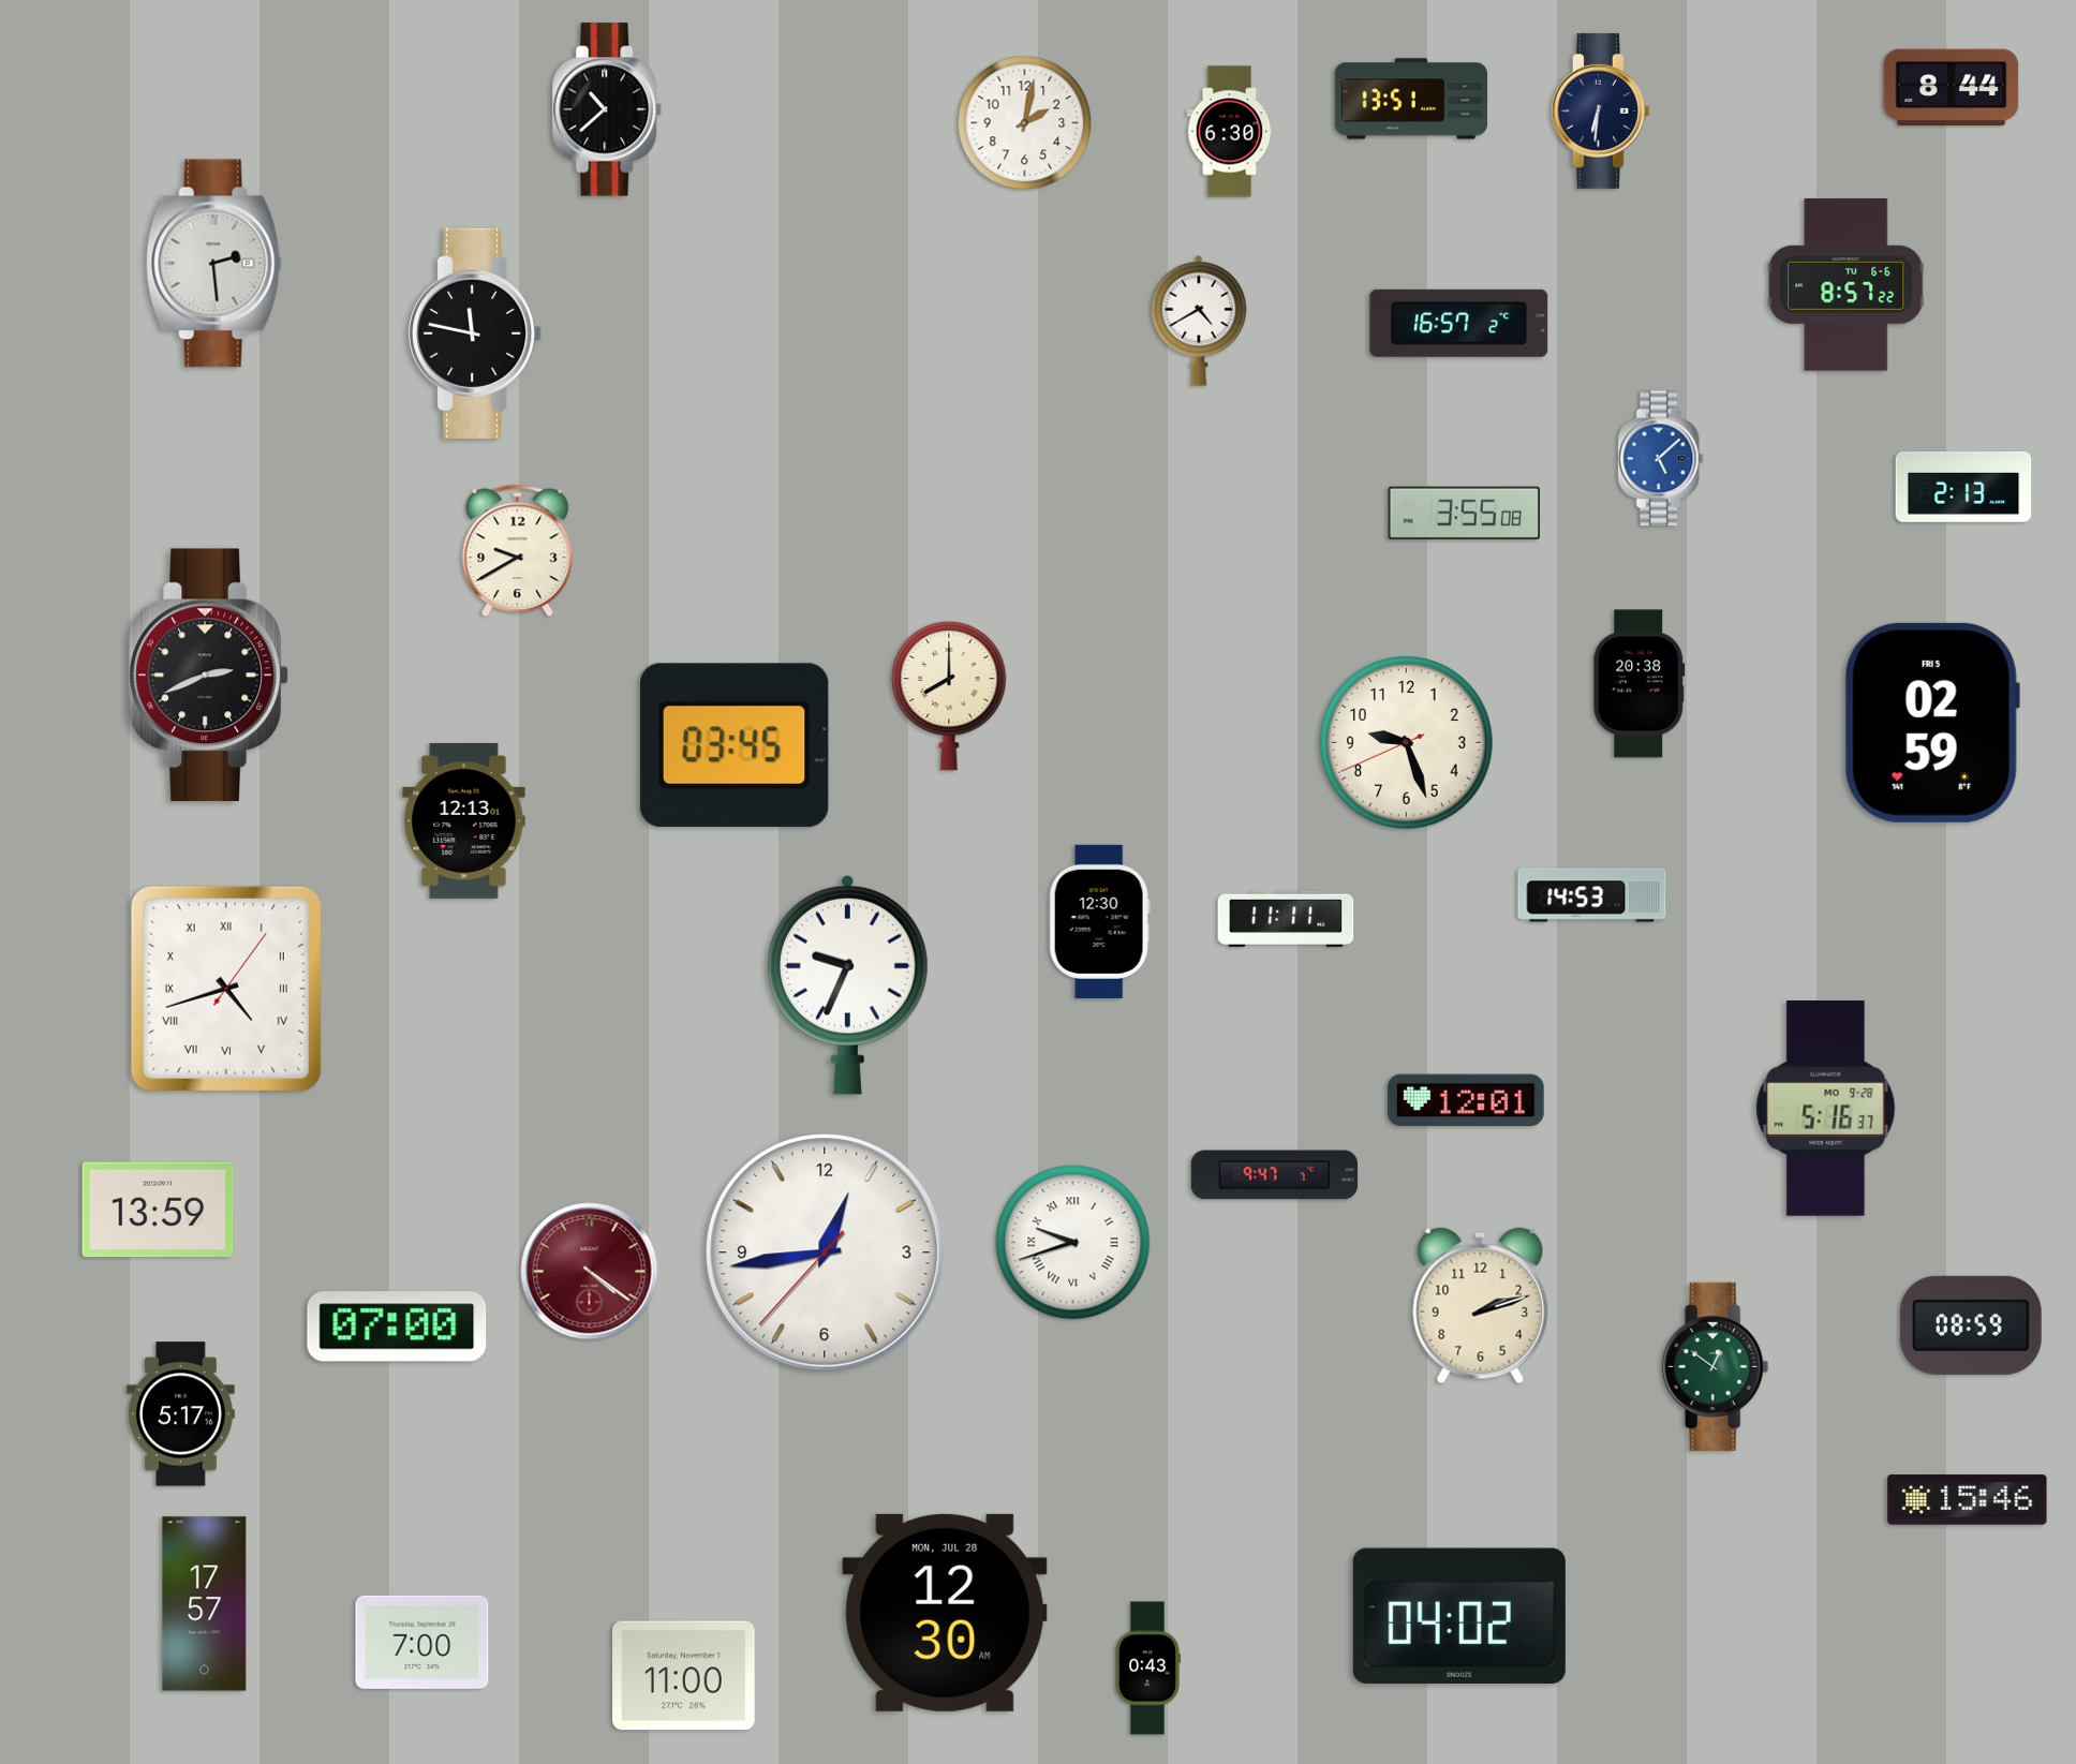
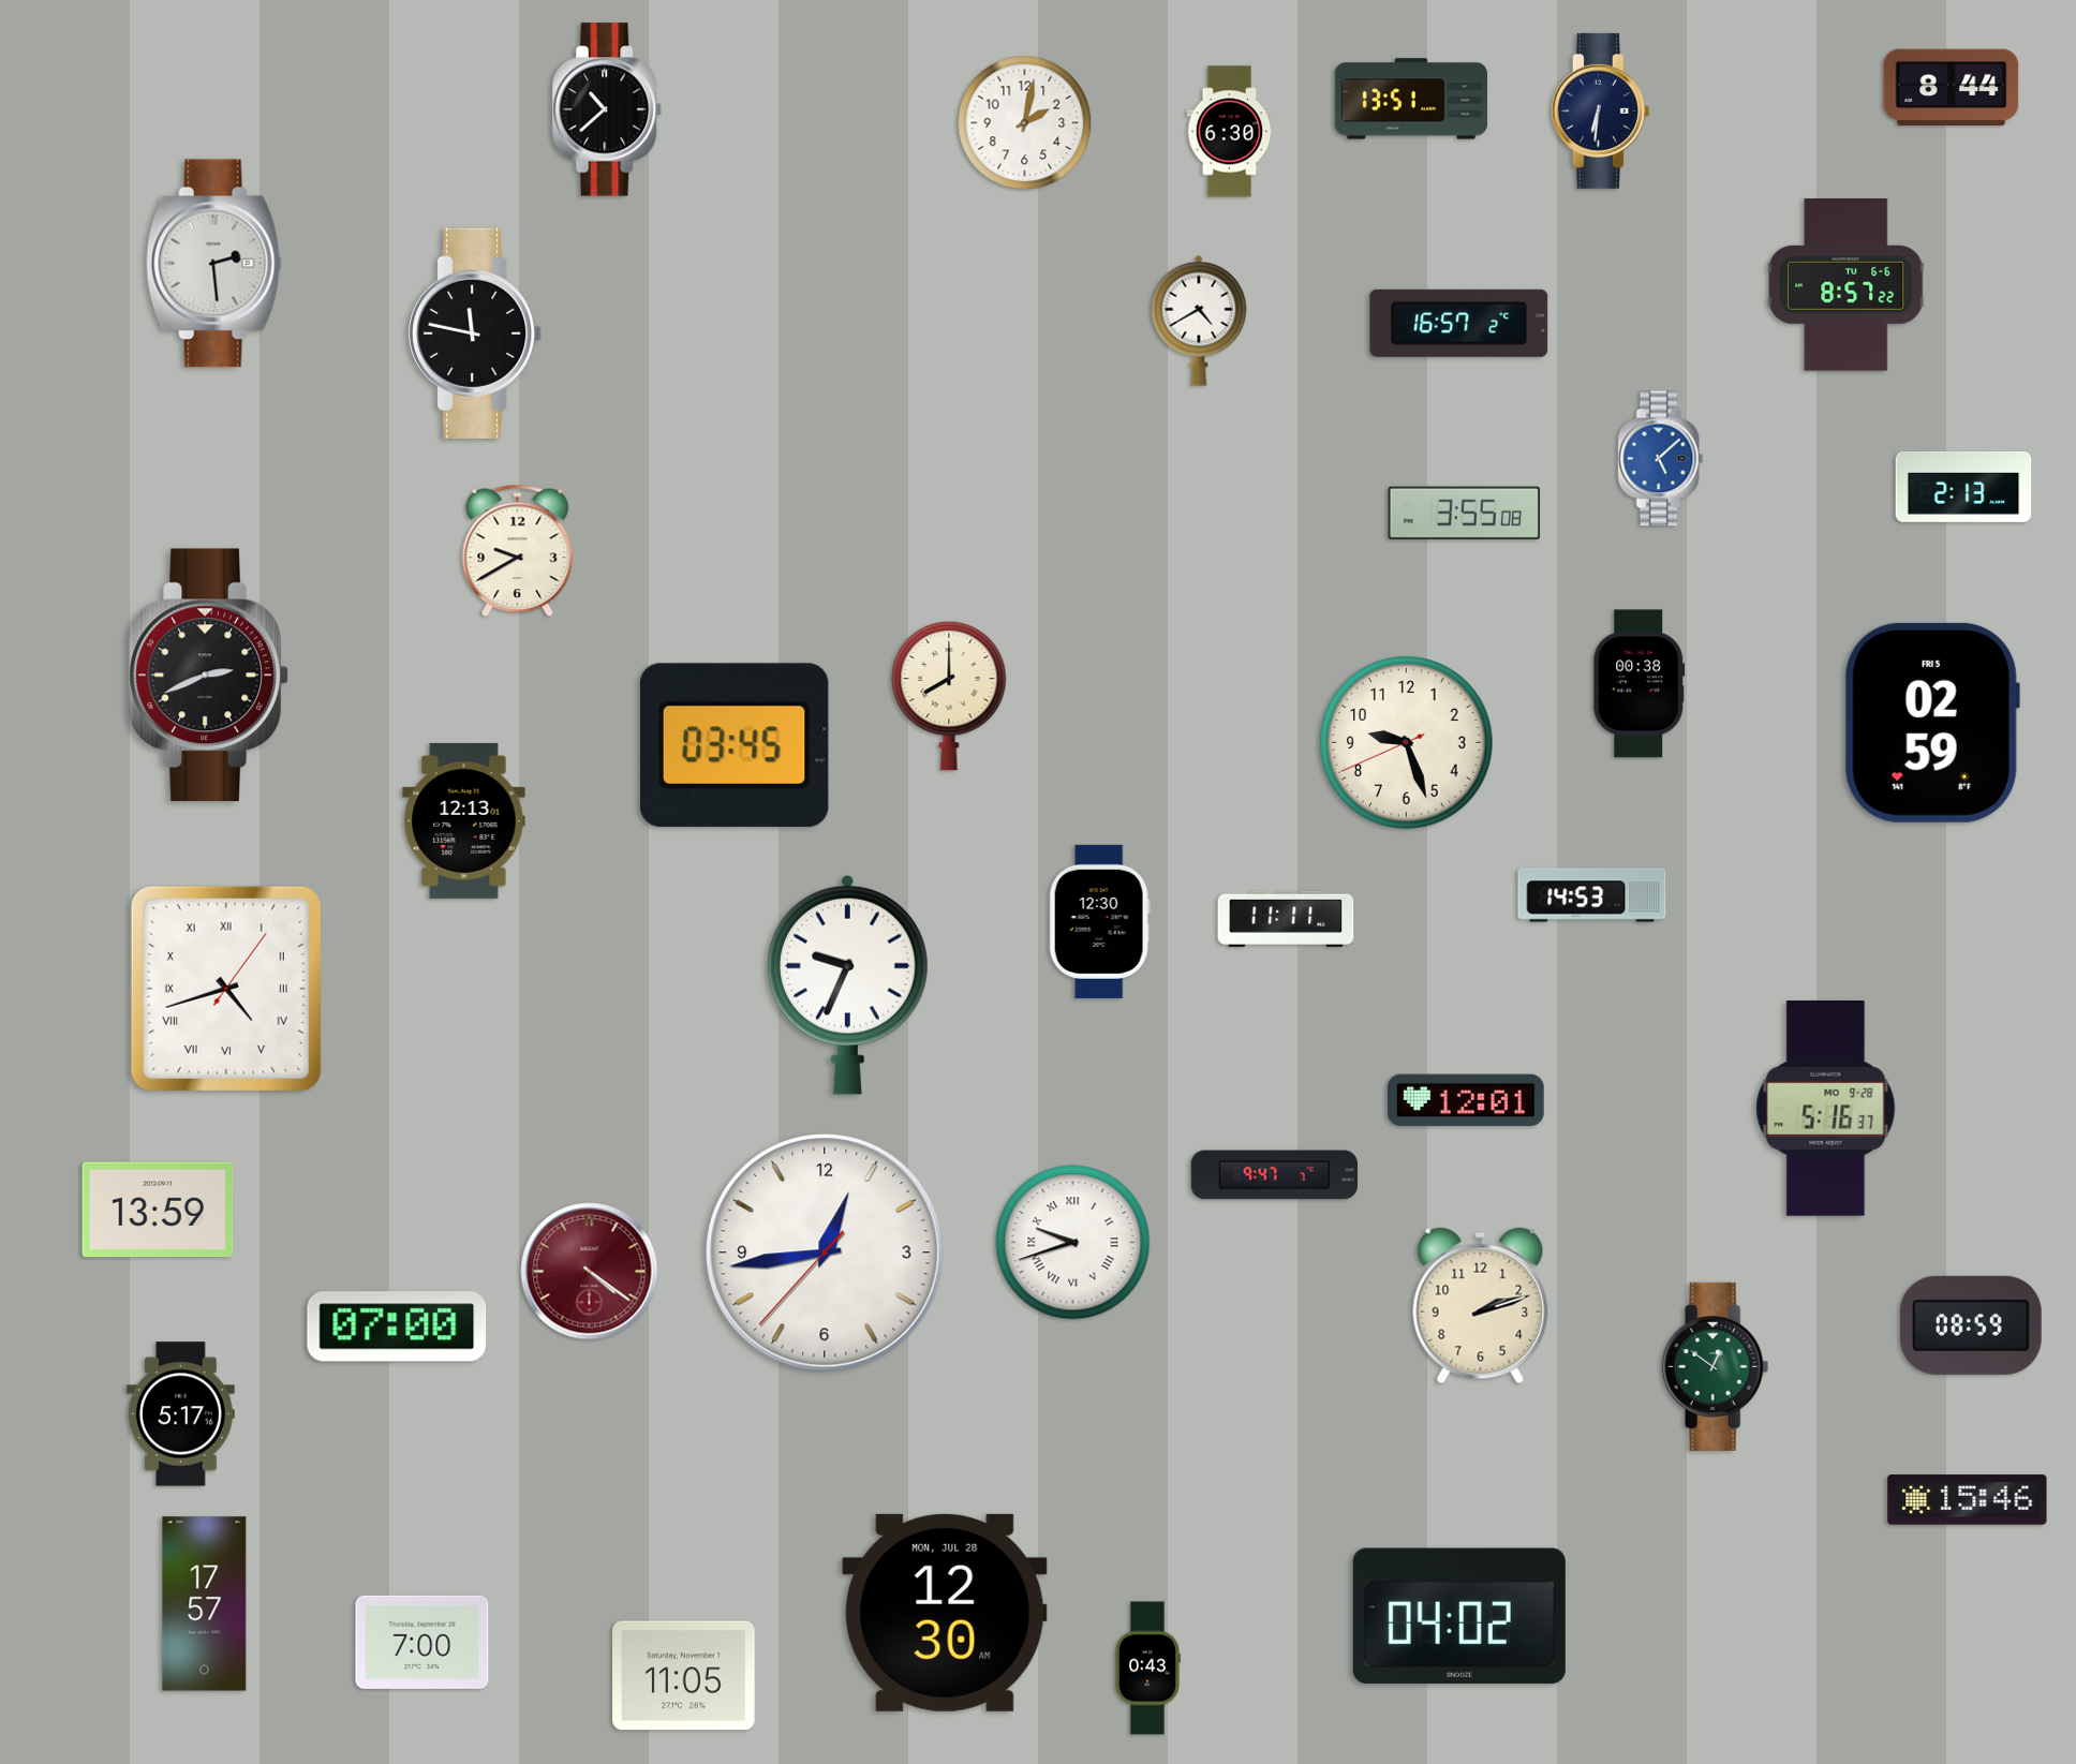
clock at (1640, 684): 20:38 -> 00:38
clock at (684, 1676): 11:00 -> 11:05
